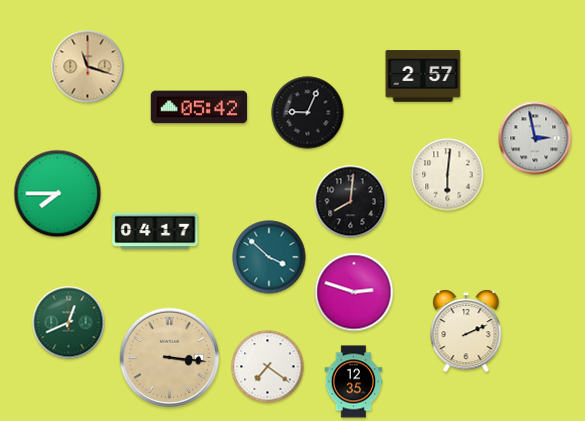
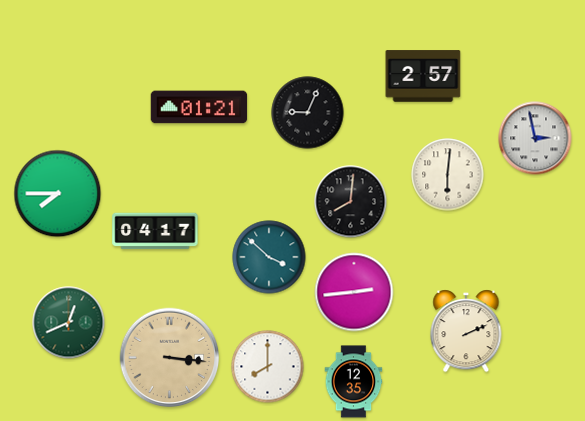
clock at (88, 67): 11:18 -> none
clock at (199, 107): 05:42 -> 01:21
clock at (354, 292): 2:48 -> 2:44
clock at (268, 367): 7:21 -> 8:00
